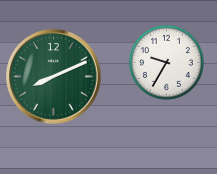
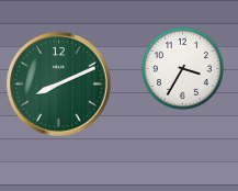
clock at (166, 62): 9:35 -> 3:35
